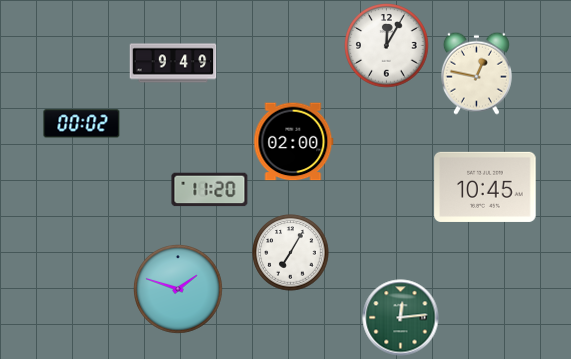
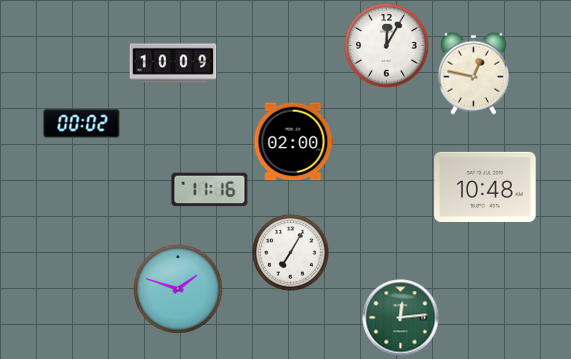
clock at (173, 63): 9:49 -> 10:09
clock at (476, 73) position: (476, 73) -> (473, 73)
clock at (485, 187): 10:45 -> 10:48
clock at (210, 190): 11:20 -> 11:16
